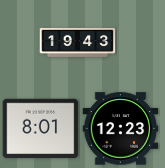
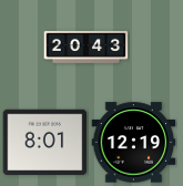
clock at (78, 42): 19:43 -> 20:43
clock at (121, 129): 12:23 -> 12:19
